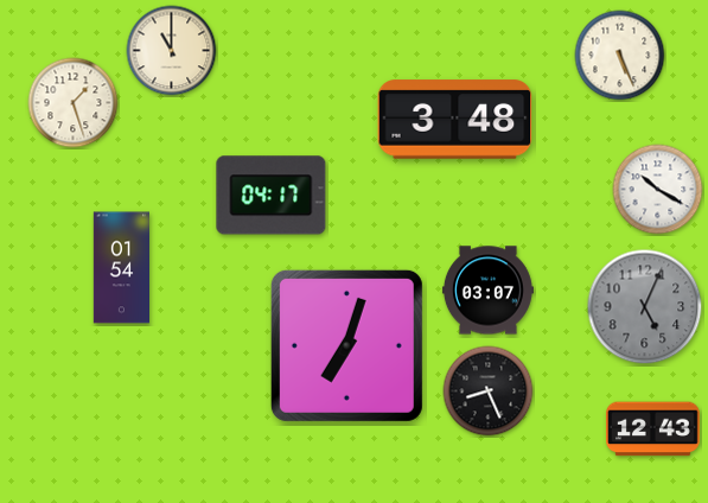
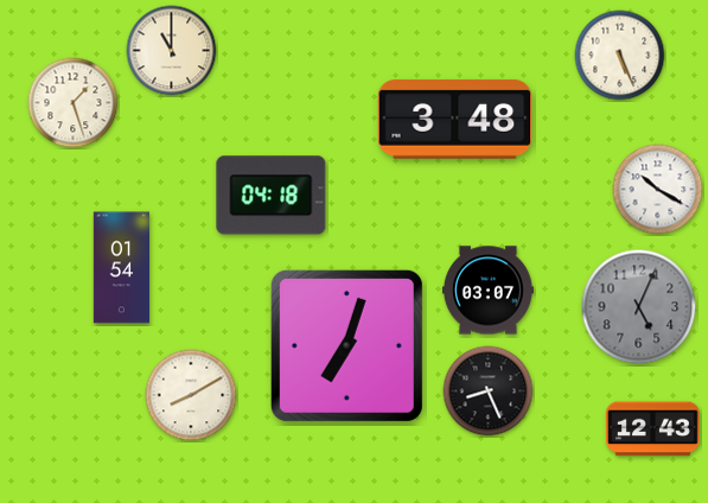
clock at (272, 196): 04:17 -> 04:18
clock at (645, 307) position: (645, 307) -> (639, 307)
clock at (191, 395): none -> 8:10
